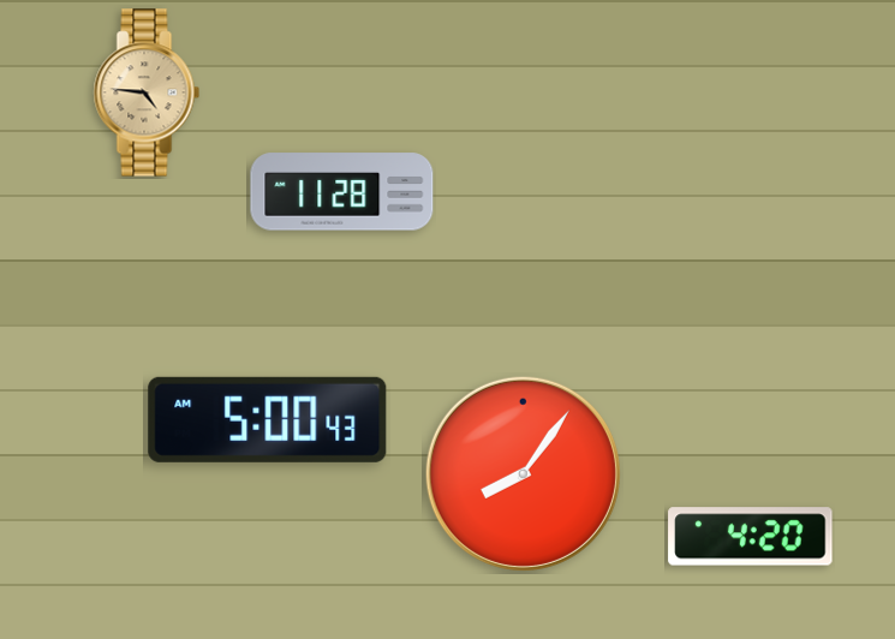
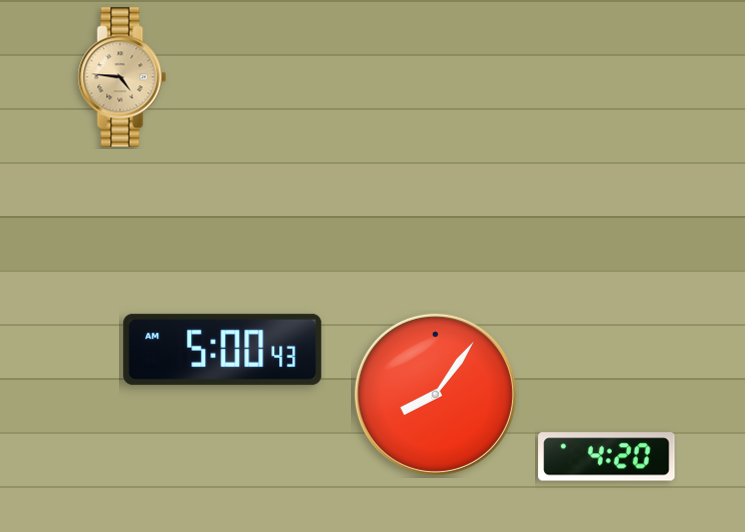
clock at (342, 192): 11:28 -> none
clock at (751, 537) position: (751, 537) -> (607, 457)
